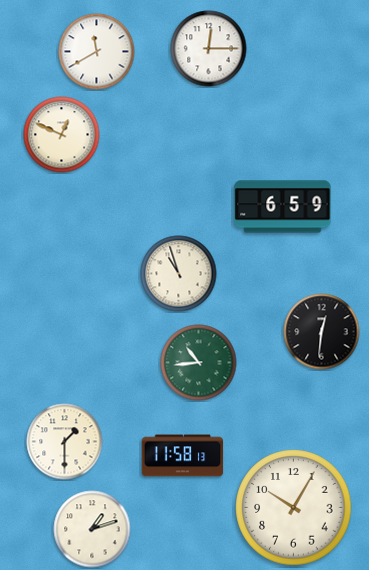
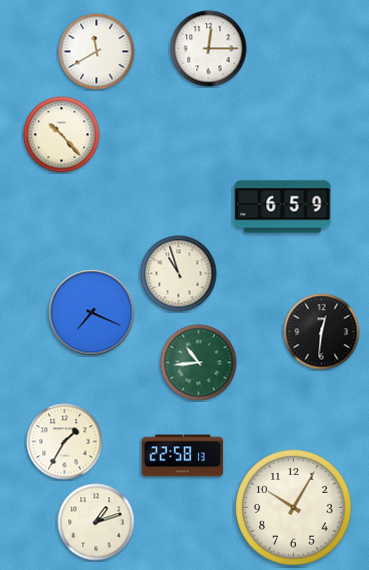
clock at (62, 135): 12:49 -> 10:23
clock at (92, 313): none -> 7:19
clock at (65, 442): 1:30 -> 1:35
clock at (183, 456): 11:58 -> 22:58
clock at (92, 529) position: (92, 529) -> (96, 522)
